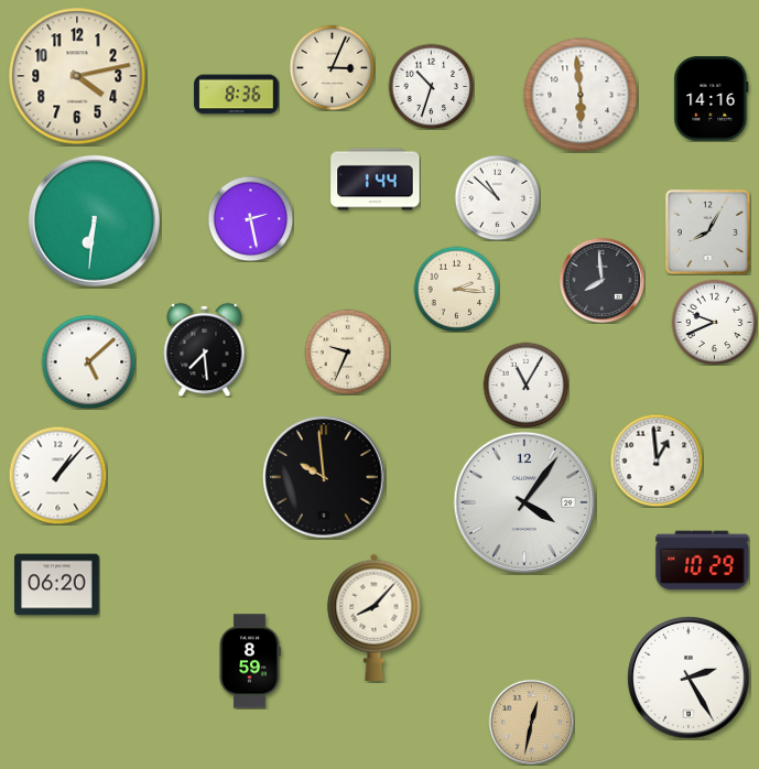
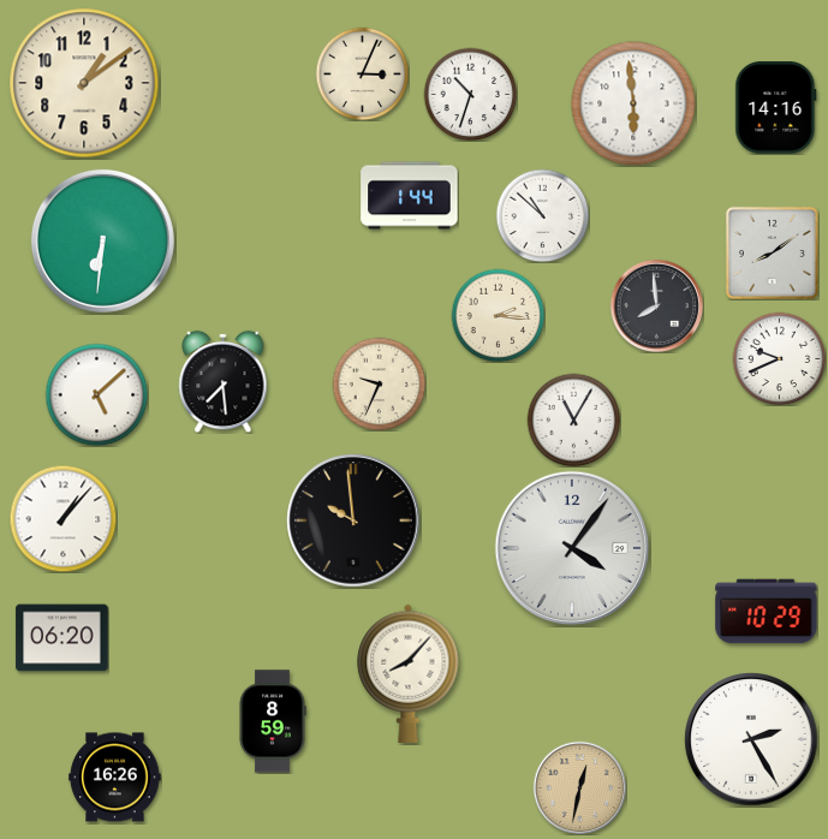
clock at (77, 76): 4:13 -> 1:09
clock at (237, 95): 8:36 -> none
clock at (250, 218): 2:28 -> none
clock at (707, 231): 8:05 -> 8:09
clock at (714, 322) position: (714, 322) -> (779, 358)
clock at (657, 461): 12:59 -> none
clock at (115, 778): none -> 16:26
